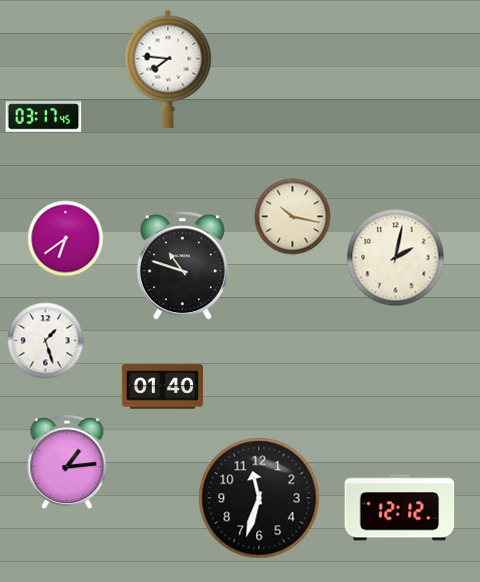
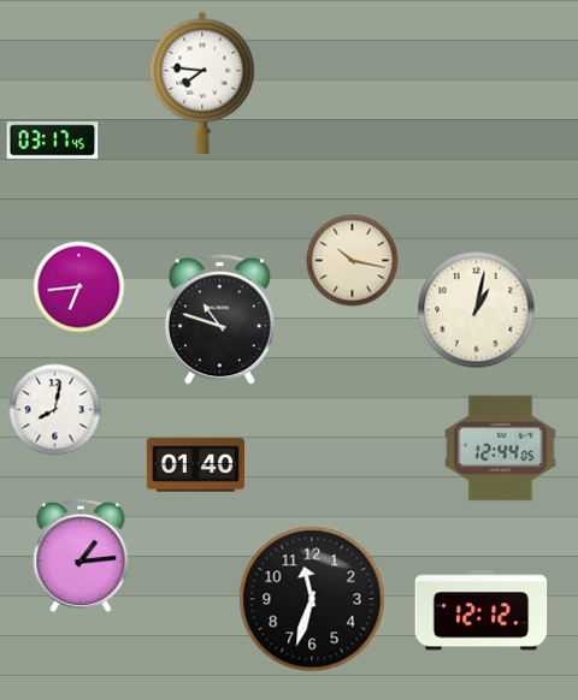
clock at (66, 239): 6:39 -> 6:44
clock at (396, 258): 2:02 -> 1:02
clock at (46, 341): 1:27 -> 8:02
clock at (501, 449): none -> 12:44
